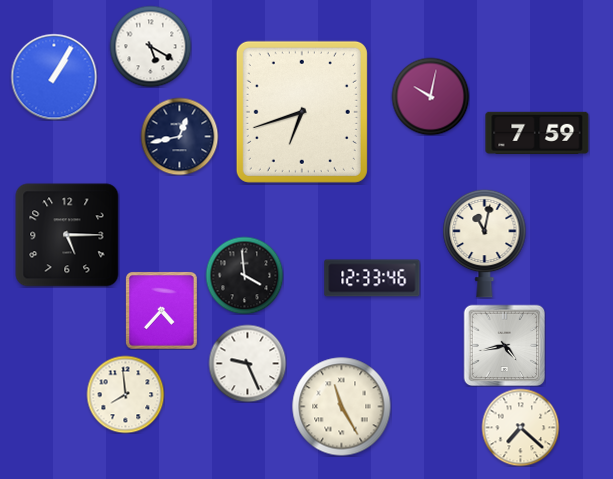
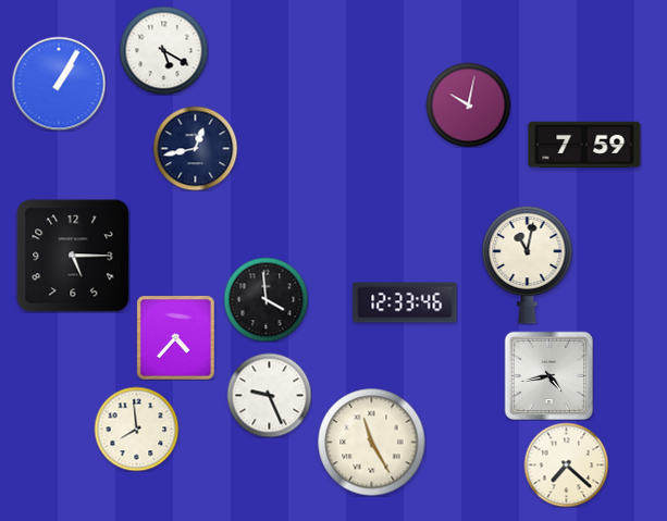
clock at (302, 112): 6:42 -> none
